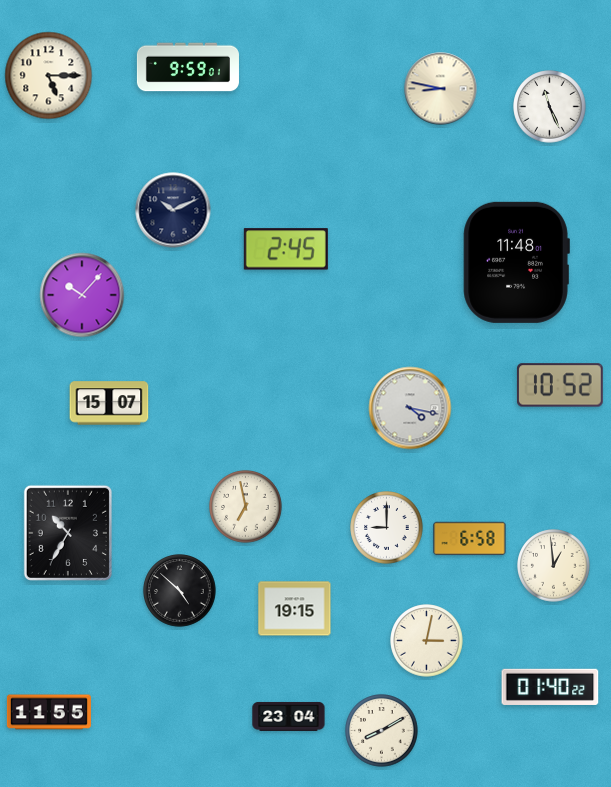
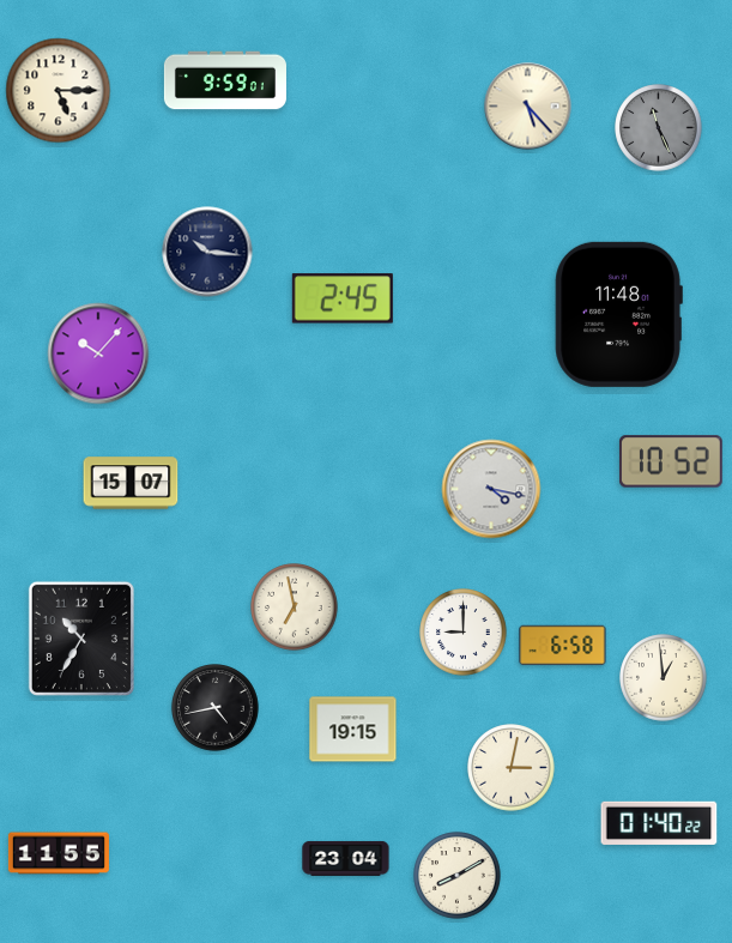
clock at (441, 89): 8:47 -> 5:23
clock at (550, 107) dial: white -> grey
clock at (173, 210): 10:11 -> 10:16
clock at (180, 591): 4:52 -> 4:43
